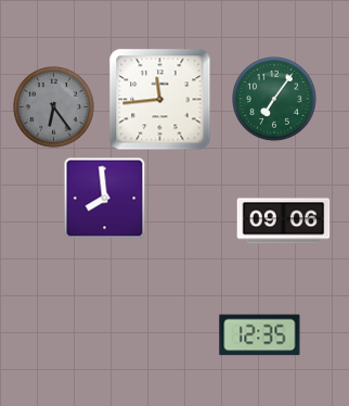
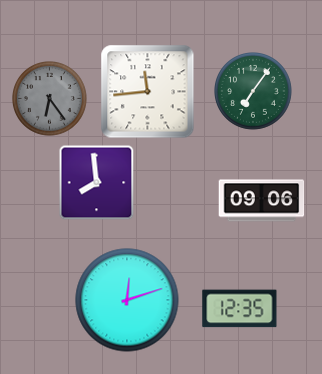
clock at (284, 221) position: (284, 221) -> (262, 201)
clock at (127, 300): none -> 12:12
